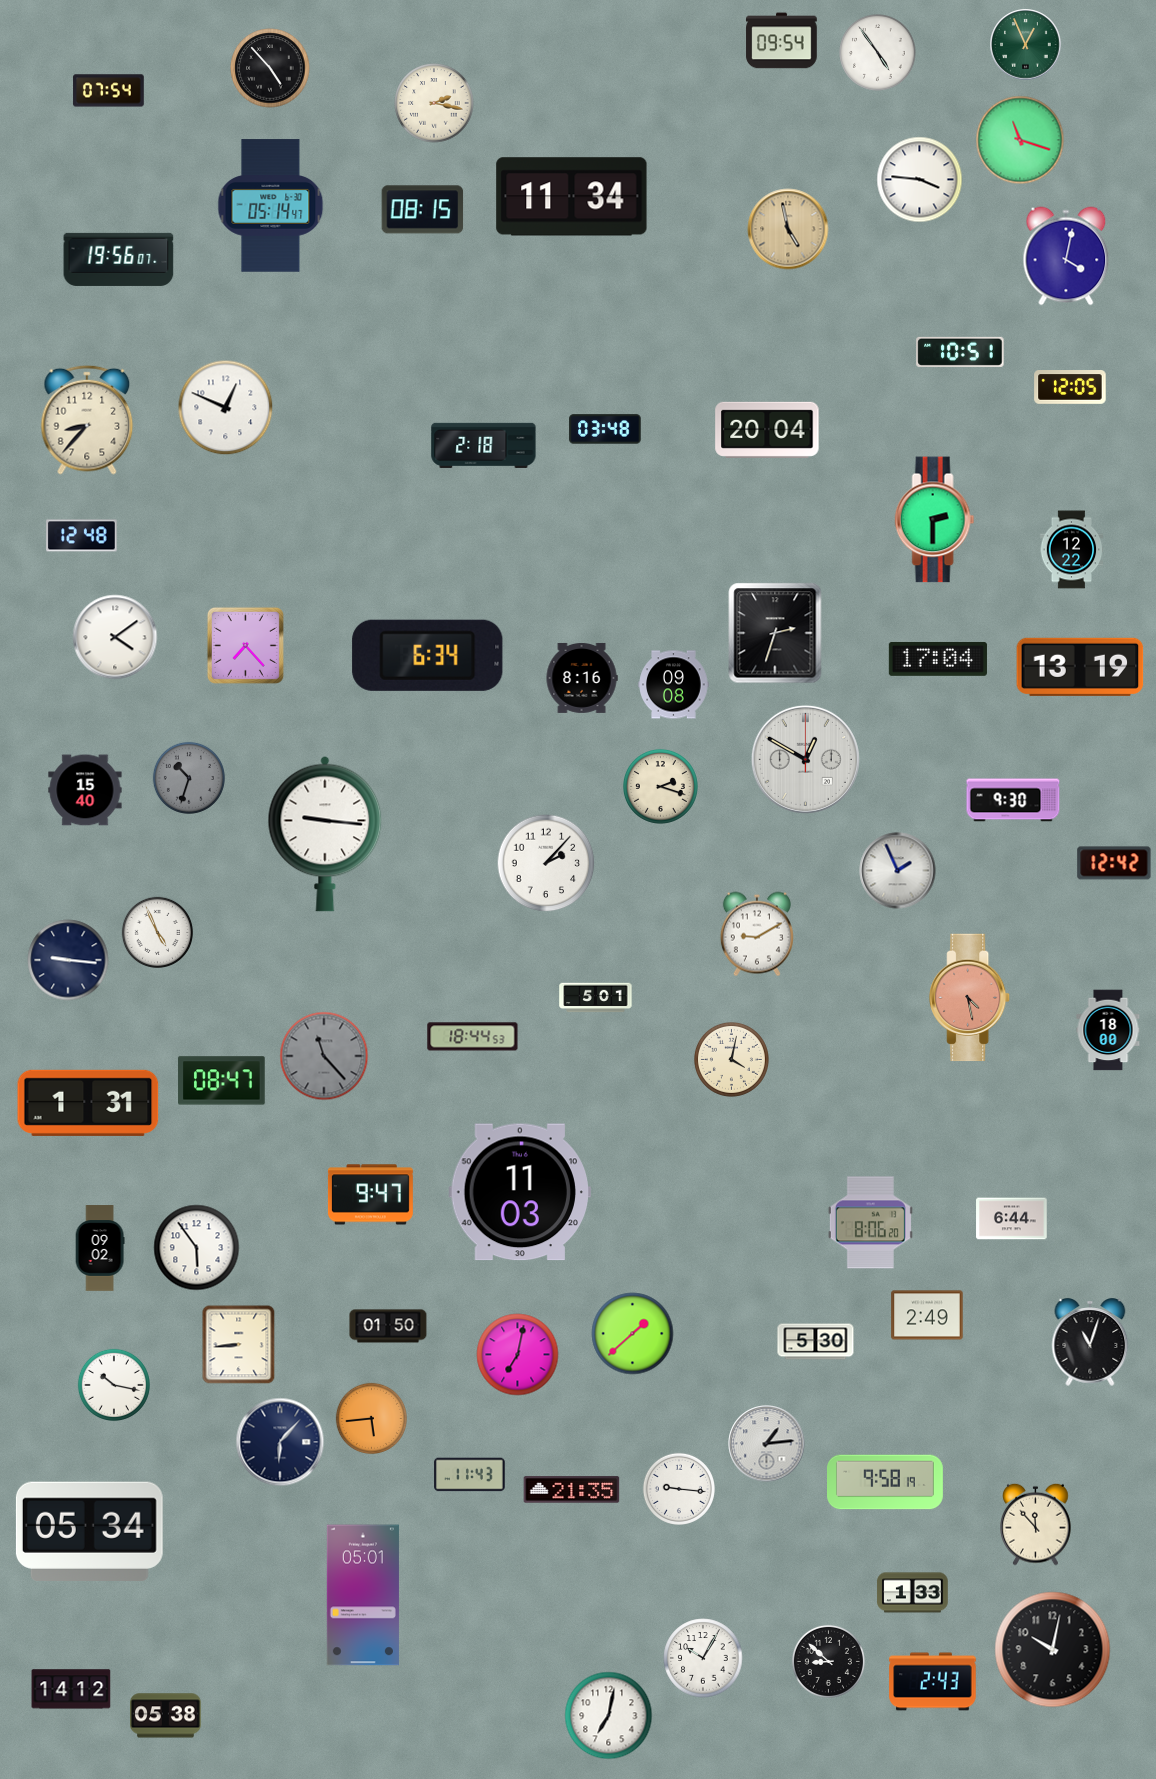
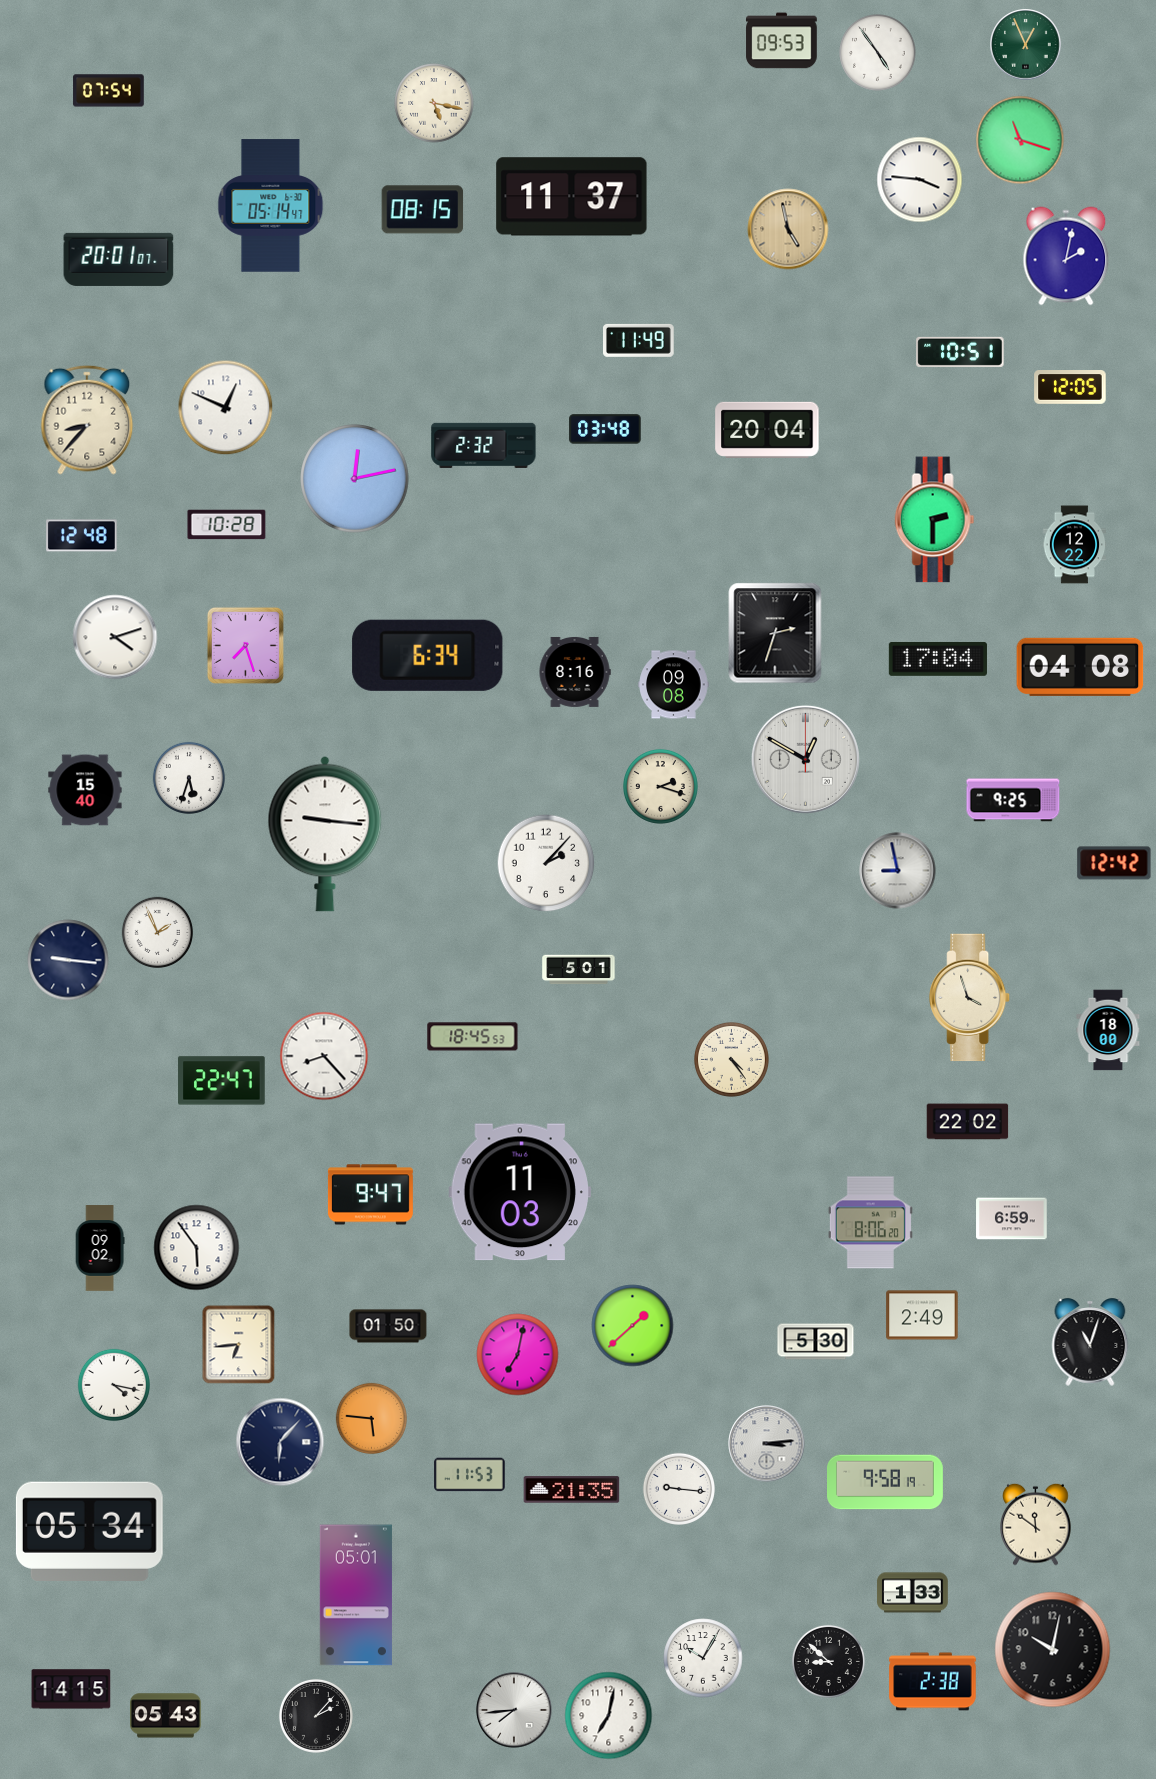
clock at (782, 41): 09:54 -> 09:53
clock at (270, 68): 4:53 -> none
clock at (434, 103): 2:17 -> 5:17
clock at (572, 197): 11:34 -> 11:37
clock at (1066, 256): 4:02 -> 2:02
clock at (119, 259): 19:56 -> 20:01
clock at (639, 340): none -> 11:49
clock at (484, 445): 2:18 -> 2:32
clock at (355, 479): none -> 12:13
clock at (227, 525): none -> 10:28
clock at (1072, 550) position: (1072, 550) -> (1075, 545)
clock at (115, 637): 4:09 -> 4:12
clock at (245, 645): 7:23 -> 7:27
clock at (1080, 667): 13:19 -> 04:08
clock at (582, 678) position: (582, 678) -> (575, 672)
clock at (189, 778): 10:33 -> 5:33
clock at (189, 778) dial: grey -> white
clock at (1013, 800): 9:30 -> 9:25
clock at (898, 871): 1:56 -> 8:58
clock at (157, 932): 4:56 -> 1:56
clock at (757, 934): 9:10 -> none
clock at (596, 998) position: (596, 998) -> (579, 970)
clock at (970, 998): 4:28 -> 3:57
clock at (970, 998) dial: salmon -> cream
clock at (473, 1037): 18:44 -> 18:45
clock at (324, 1056): 11:23 -> 8:23
clock at (324, 1056) dial: grey -> white
clock at (731, 1059): 4:02 -> 4:24
clock at (222, 1081): 08:47 -> 22:47
clock at (88, 1103): 1:31 -> none
clock at (968, 1122): none -> 22:02
clock at (1012, 1219): 6:44 -> 6:59
clock at (927, 1315) position: (927, 1315) -> (922, 1315)
clock at (633, 1334) position: (633, 1334) -> (633, 1326)
clock at (239, 1345): 8:44 -> 6:44
clock at (114, 1385): 10:17 -> 4:17
clock at (371, 1418): 5:44 -> 5:46
clock at (767, 1444): 1:14 -> 3:14
clock at (470, 1475): 11:43 -> 11:53
clock at (1036, 1524): 11:53 -> 11:51
clock at (363, 1595) position: (363, 1595) -> (356, 1595)
clock at (933, 1682): 2:43 -> 2:38
clock at (71, 1689): 14:12 -> 14:15
clock at (514, 1710): none -> 7:44
clock at (166, 1716): 05:38 -> 05:43
clock at (316, 1716): none -> 2:07
